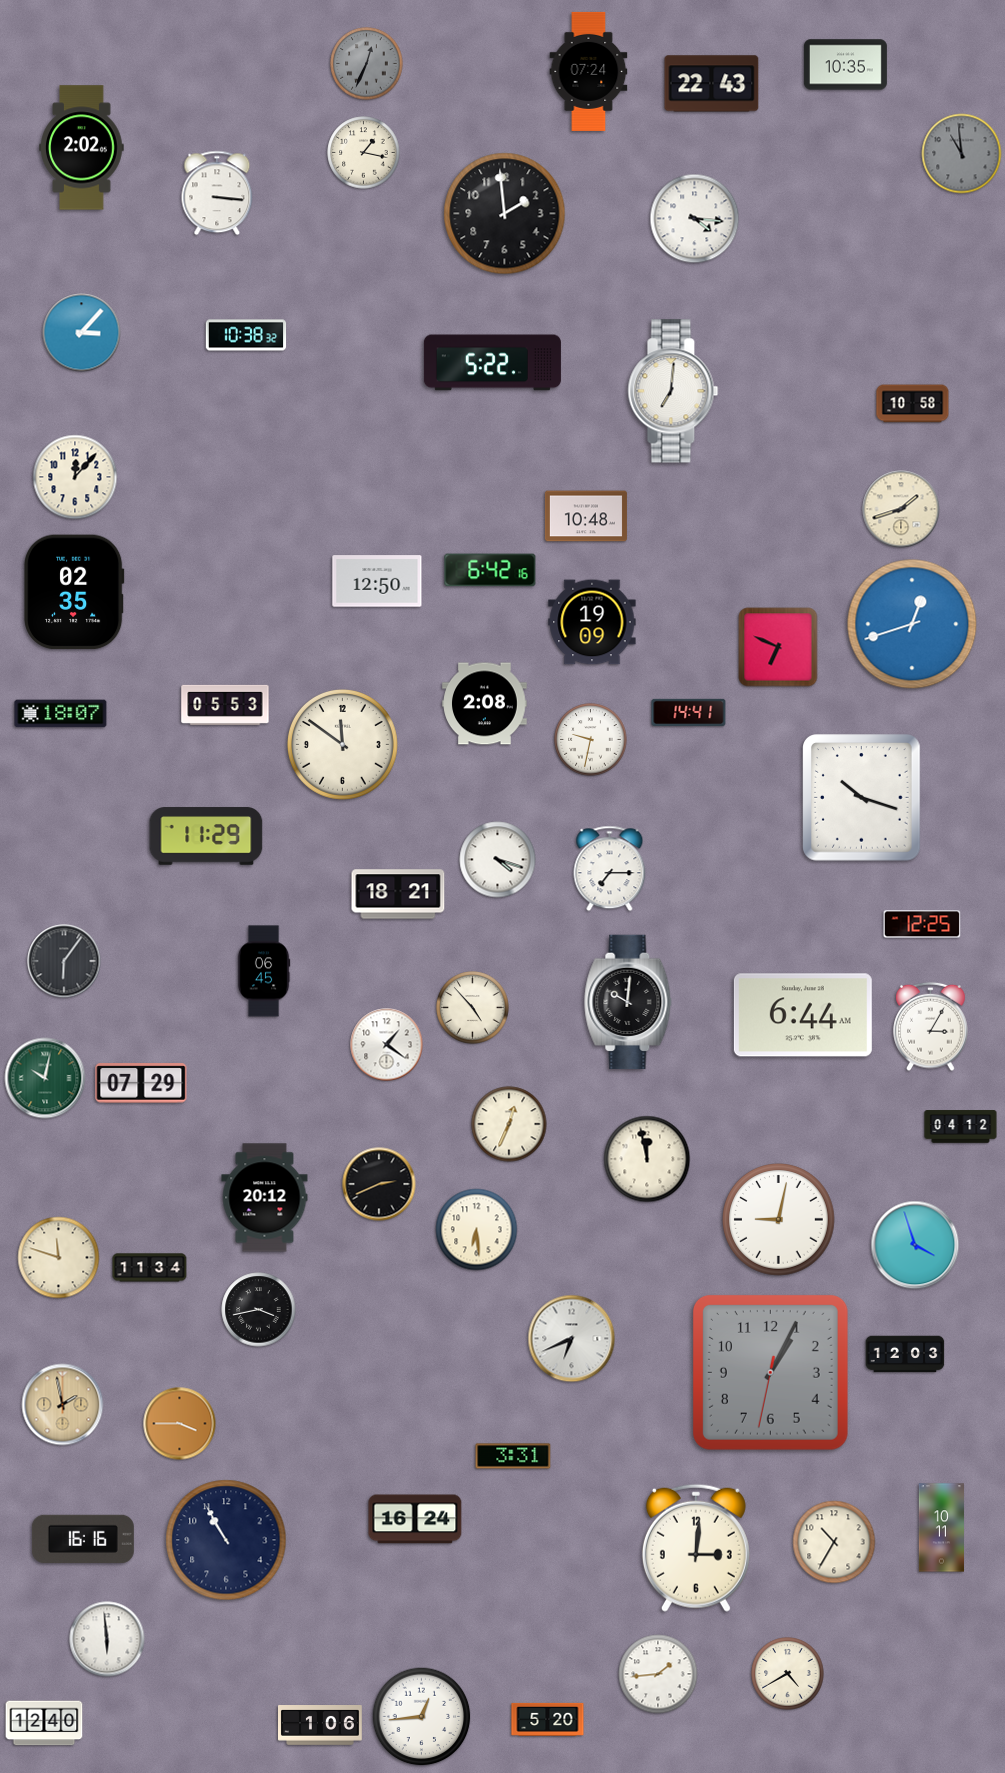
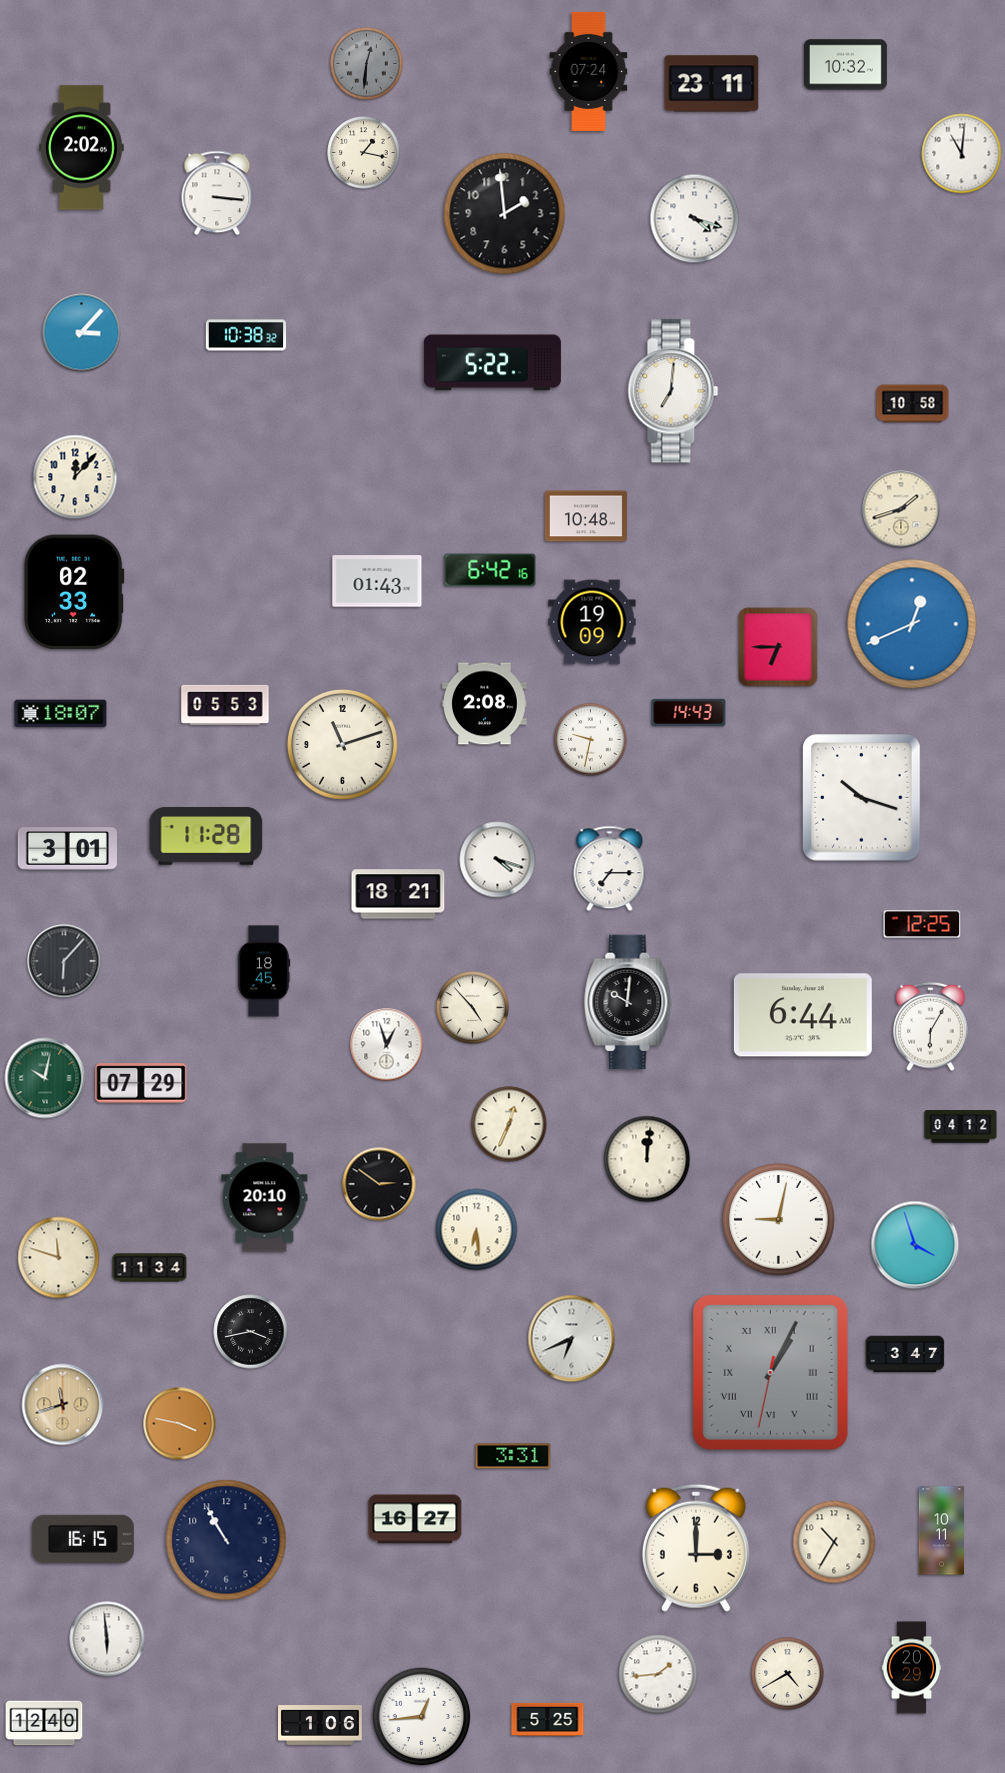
clock at (367, 64): 12:34 -> 12:31
clock at (845, 65): 10:35 -> 10:32
clock at (712, 84): 22:43 -> 23:11
clock at (962, 154): 10:59 -> 11:01
clock at (962, 154) dial: grey -> white
clock at (695, 219): 4:16 -> 4:18
clock at (377, 581): 12:50 -> 01:43
clock at (74, 592): 02:35 -> 02:33
clock at (912, 624): 12:42 -> 12:41
clock at (778, 647): 6:49 -> 6:45
clock at (689, 712): 14:41 -> 14:43
clock at (342, 744): 11:51 -> 11:12
clock at (206, 836): 11:29 -> 11:28
clock at (67, 849): none -> 3:01
clock at (64, 961): 6:06 -> 6:07
clock at (264, 971): 06:45 -> 18:45
clock at (931, 1027): 3:05 -> 6:05
clock at (387, 1045): 1:21 -> 12:57
clock at (647, 1159): 11:58 -> 12:01
clock at (379, 1184): 2:41 -> 2:51
clock at (265, 1198): 20:12 -> 20:10
clock at (259, 1310) position: (259, 1310) -> (251, 1332)
clock at (905, 1354): 12:03 -> 3:47
clock at (770, 1372) numerals: Arabic -> Roman
clock at (63, 1405): 1:58 -> 11:42
clock at (180, 1424): 3:45 -> 3:47
clock at (415, 1519): 16:24 -> 16:27
clock at (941, 1528) position: (941, 1528) -> (941, 1531)
clock at (83, 1539): 16:16 -> 16:15
clock at (696, 1548): 3:01 -> 3:00
clock at (912, 1668): none -> 20:29
clock at (548, 1719): 5:20 -> 5:25
